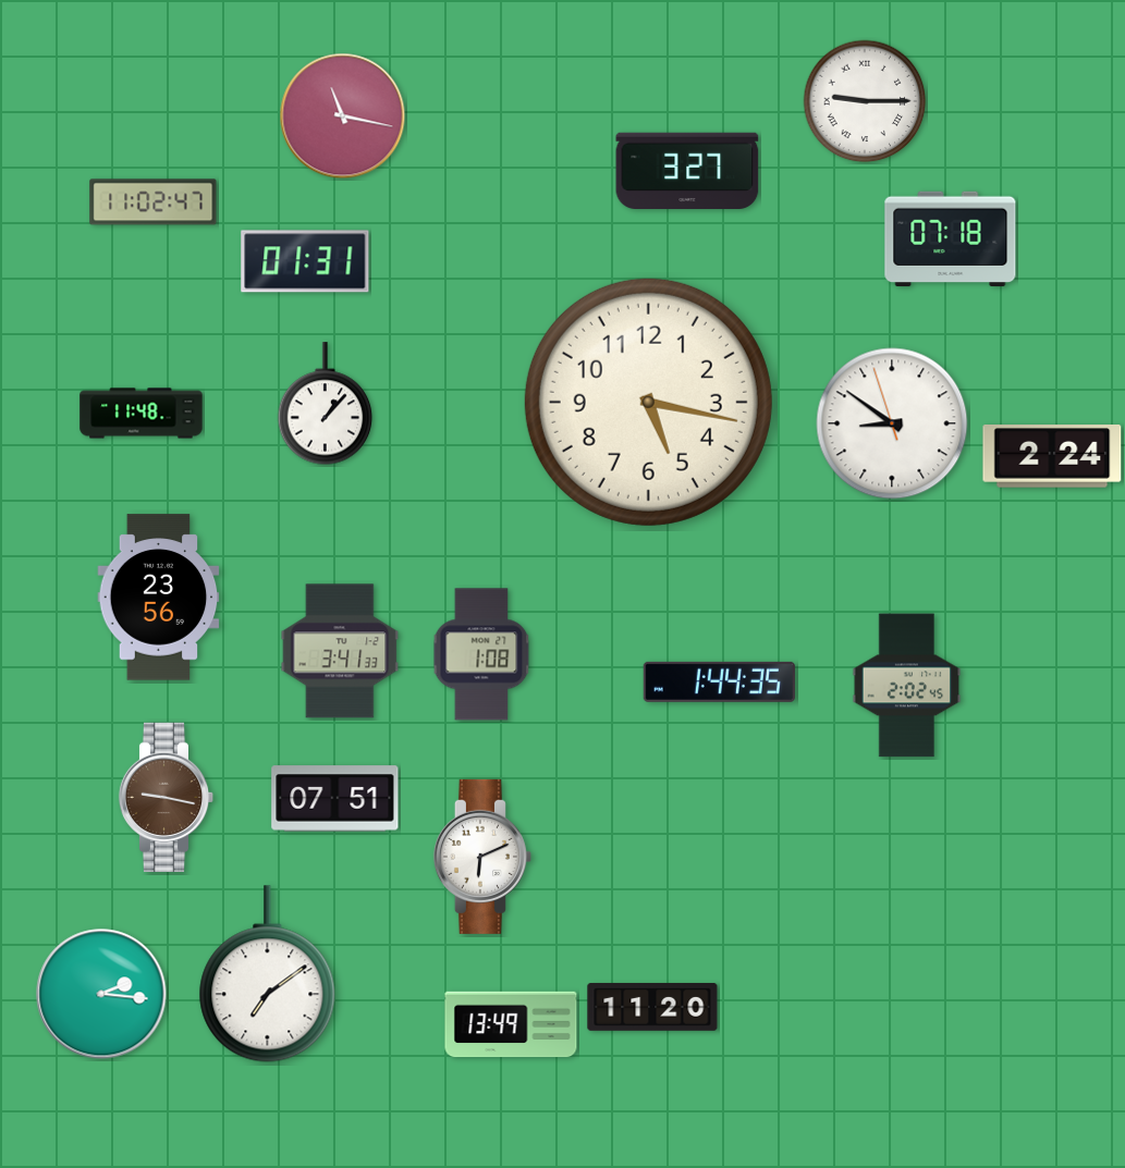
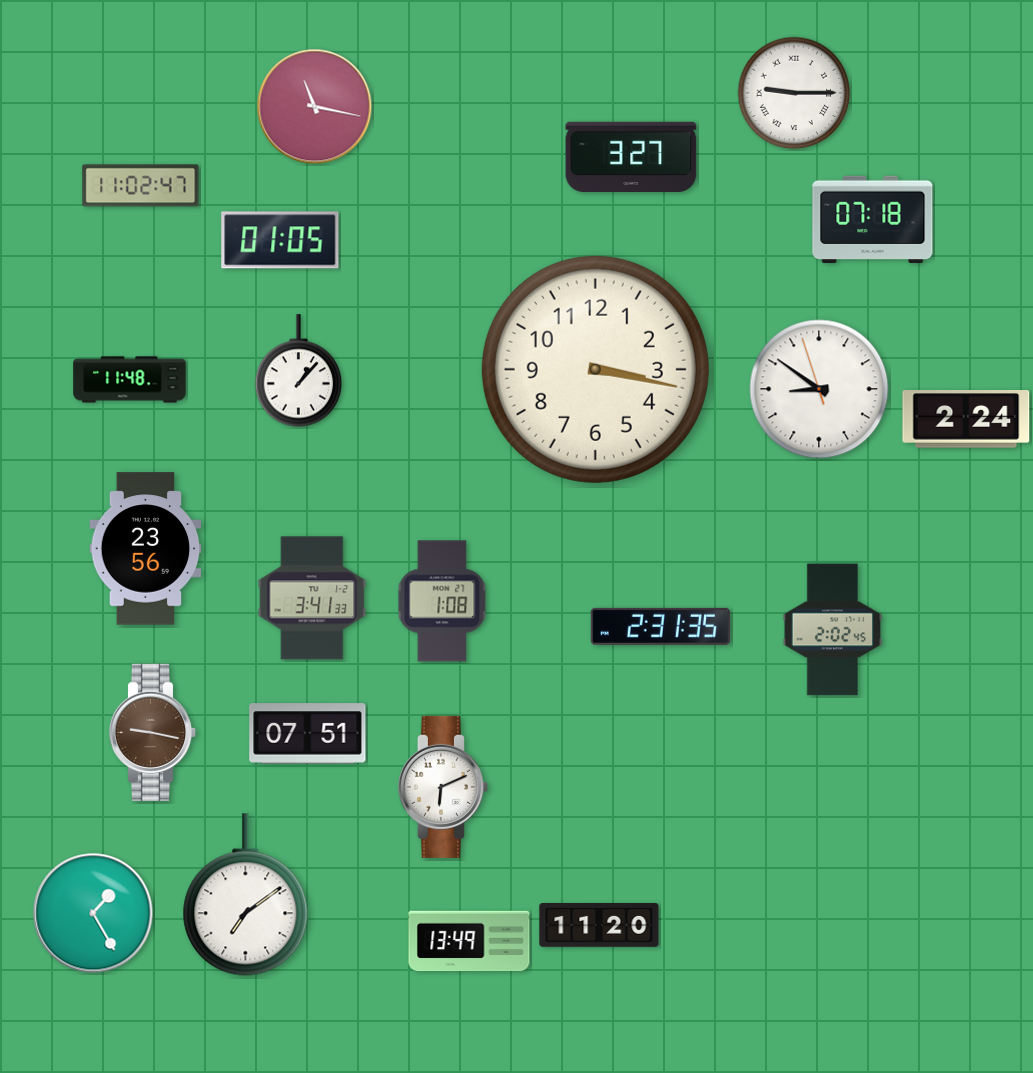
clock at (305, 261): 01:31 -> 01:05
clock at (648, 402): 5:17 -> 3:17
clock at (719, 681): 1:44 -> 2:31
clock at (101, 994): 2:16 -> 1:25
